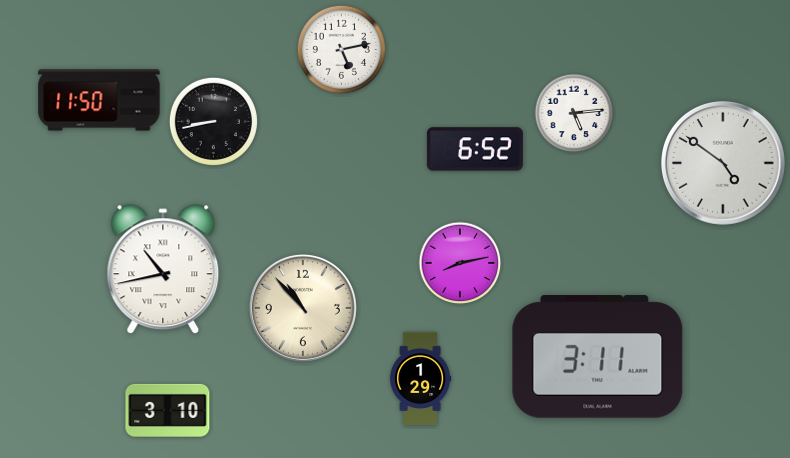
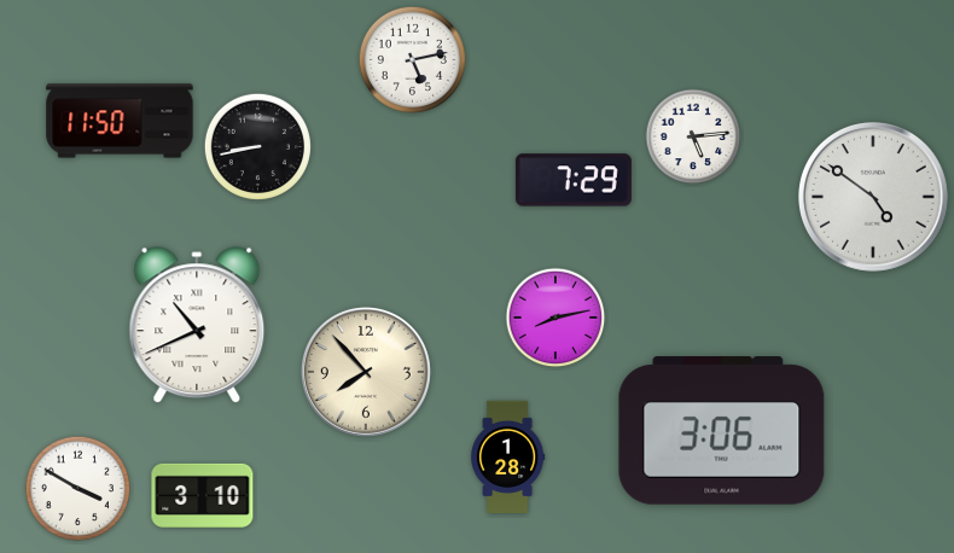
clock at (475, 149): 6:52 -> 7:29
clock at (163, 270): 10:43 -> 10:41
clock at (303, 308): 10:53 -> 7:53
clock at (598, 357): 3:11 -> 3:06
clock at (421, 378): 1:29 -> 1:28
clock at (77, 488): none -> 3:50
